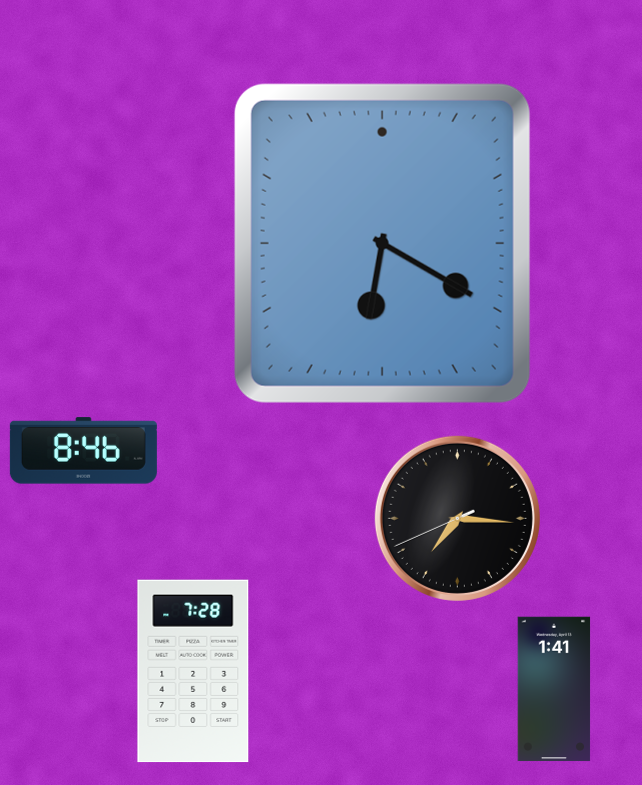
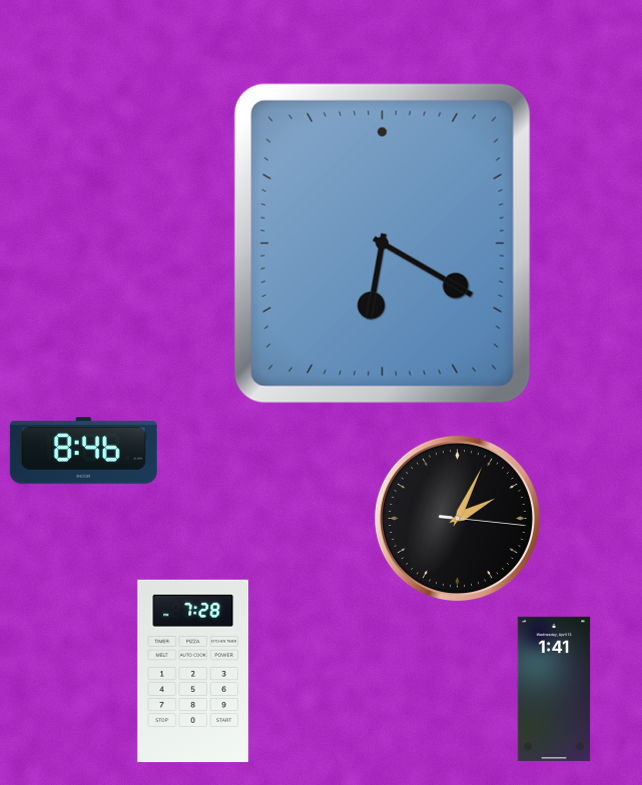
clock at (457, 518): 7:15 -> 2:04
